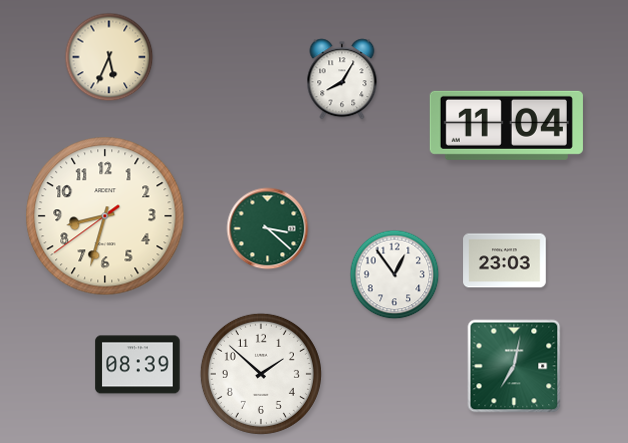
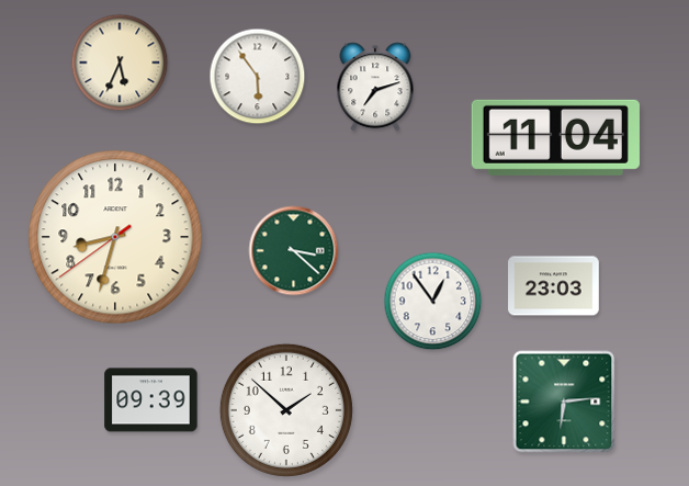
clock at (258, 77): none -> 5:54
clock at (342, 79): 8:05 -> 7:12
clock at (138, 365): 08:39 -> 09:39
clock at (514, 366): 7:02 -> 6:14
